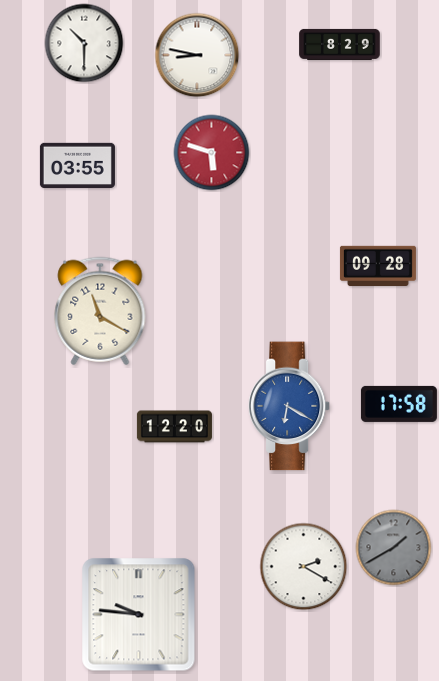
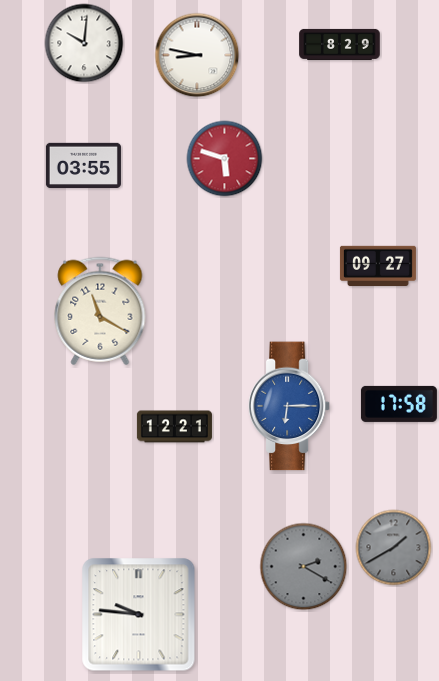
clock at (84, 43): 10:30 -> 10:01
clock at (212, 153) position: (212, 153) -> (225, 159)
clock at (77, 165) position: (77, 165) -> (83, 165)
clock at (378, 265): 09:28 -> 09:27
clock at (289, 406): 6:20 -> 6:15
clock at (174, 427): 12:20 -> 12:21
clock at (304, 567) dial: white -> grey
